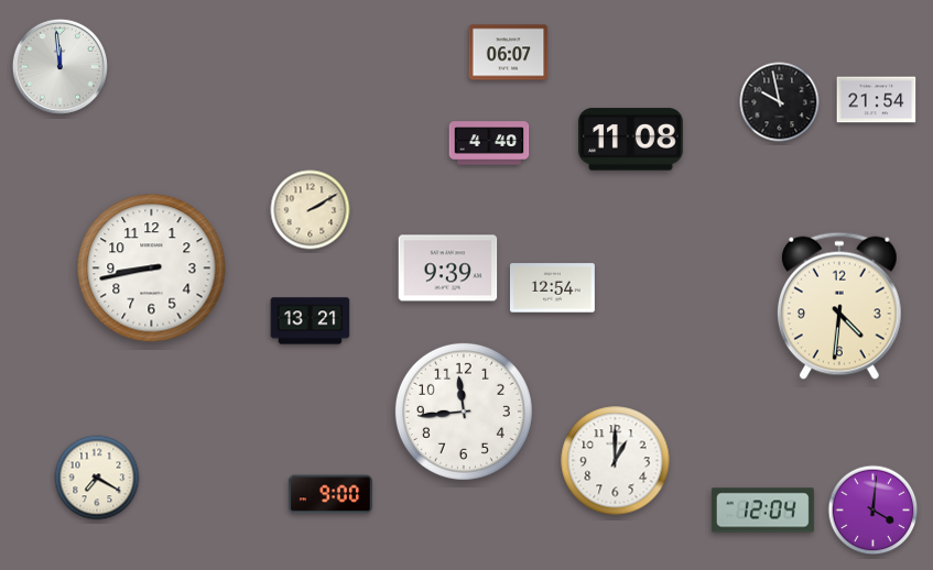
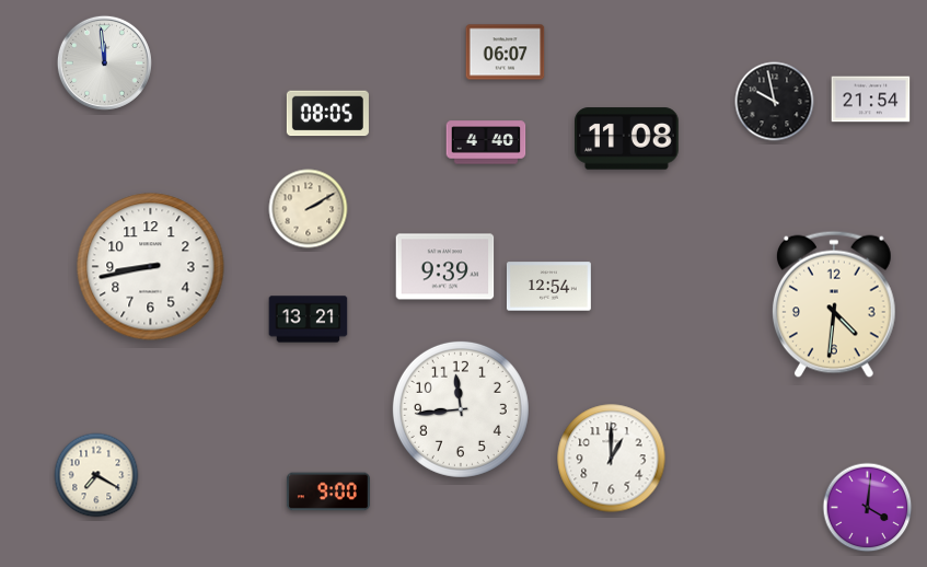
clock at (59, 66) position: (59, 66) -> (104, 62)
clock at (327, 114): none -> 08:05
clock at (762, 511): 12:04 -> none
